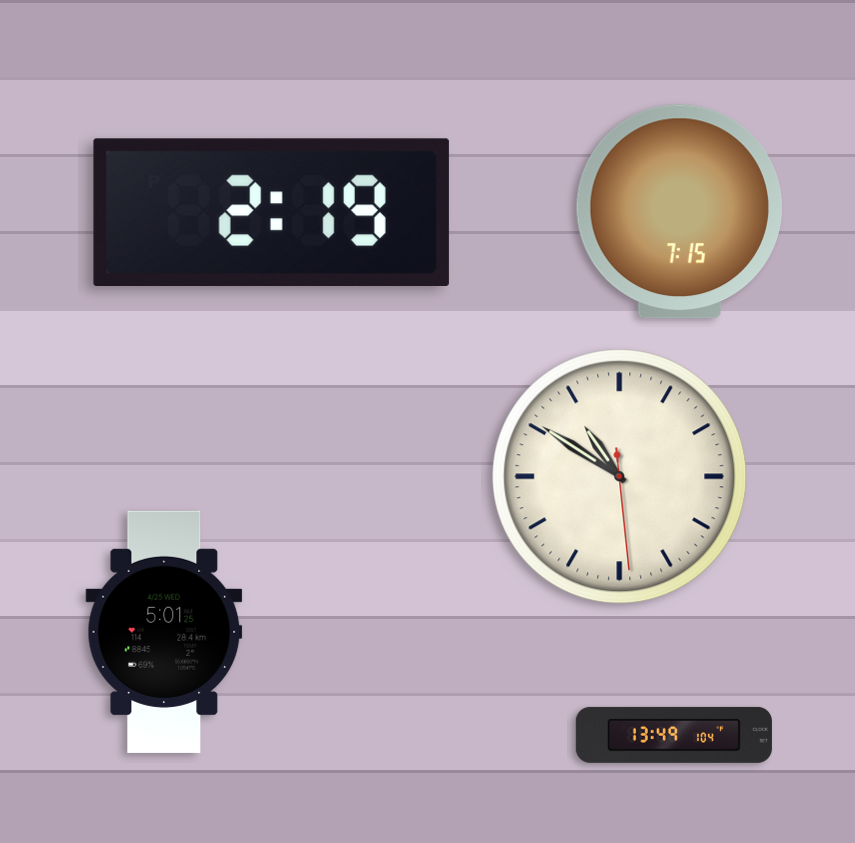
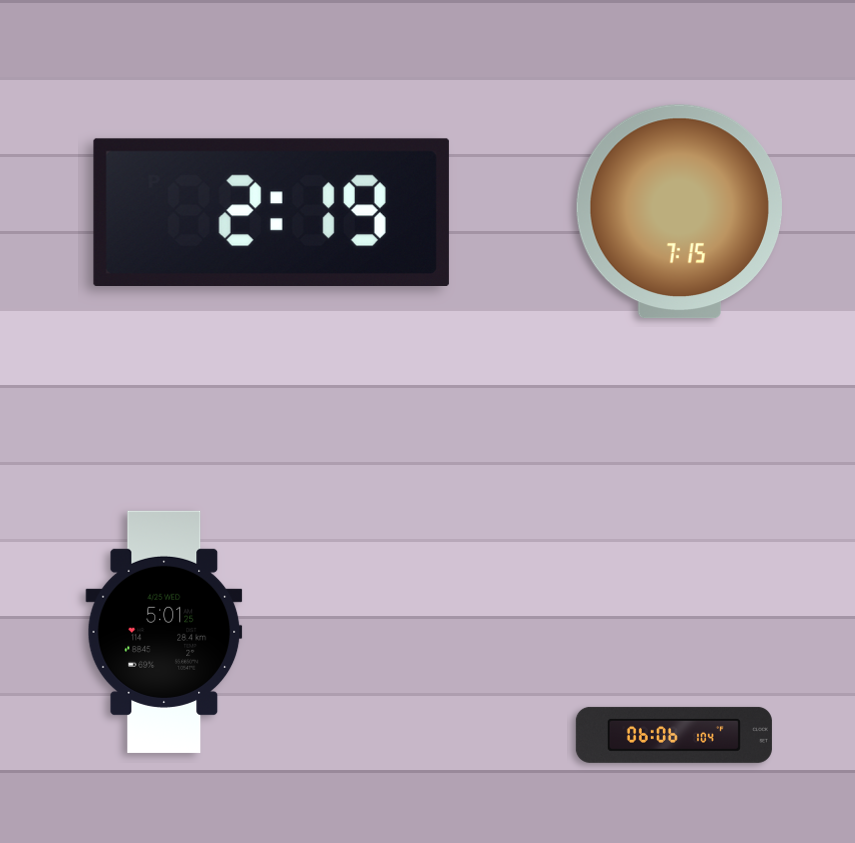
clock at (620, 477): 10:50 -> none
clock at (674, 735): 13:49 -> 06:06
